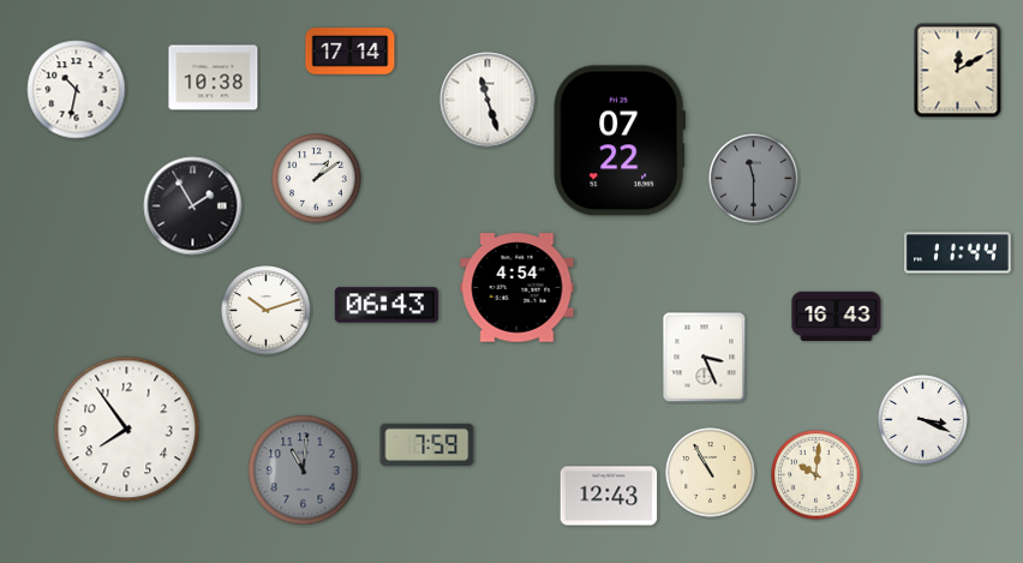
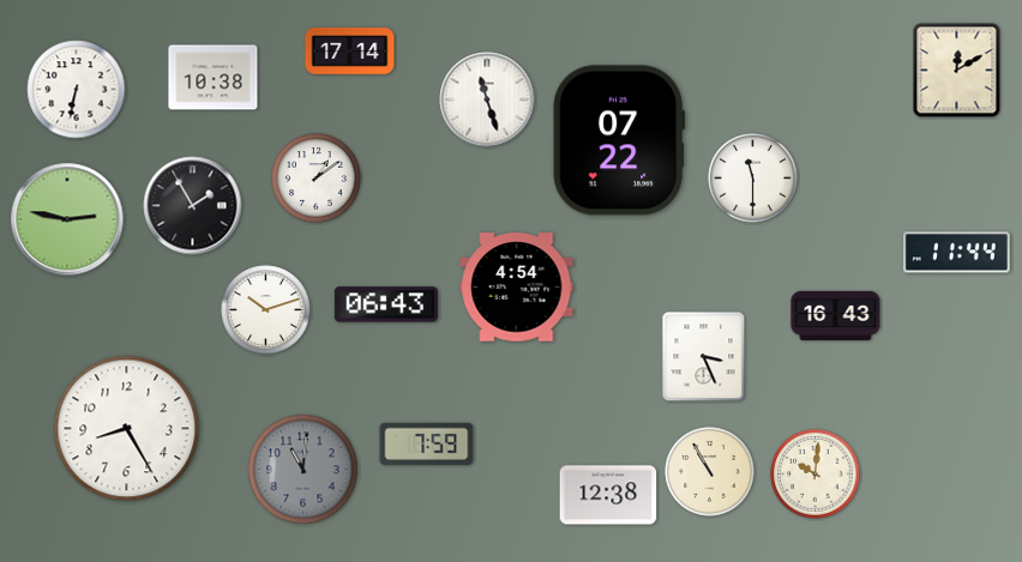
clock at (77, 90): 10:32 -> 6:32
clock at (754, 179) dial: grey -> white
clock at (67, 219): none -> 2:47
clock at (923, 420): 3:19 -> none
clock at (127, 430): 7:54 -> 8:25
clock at (609, 496): 12:43 -> 12:38
